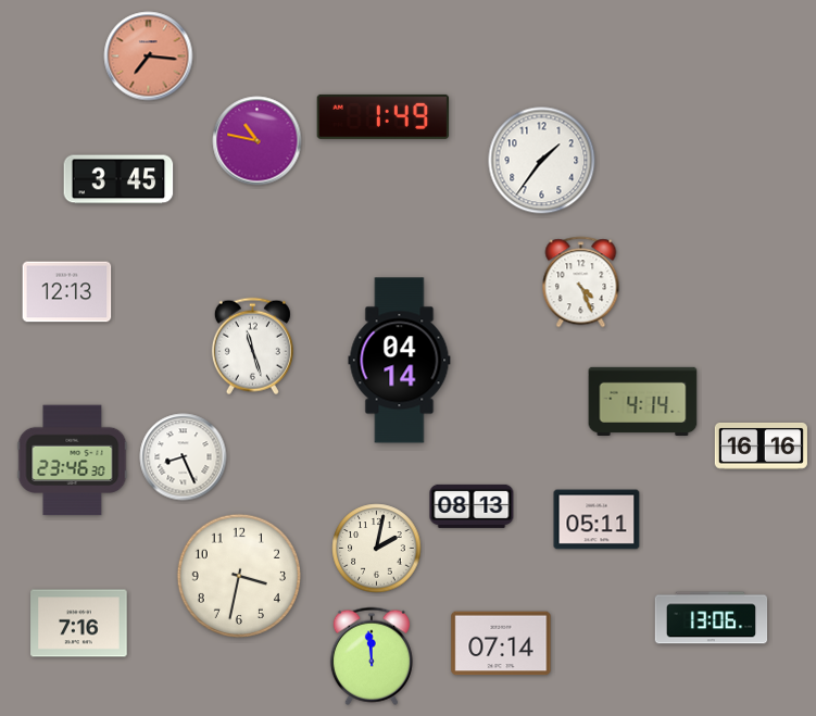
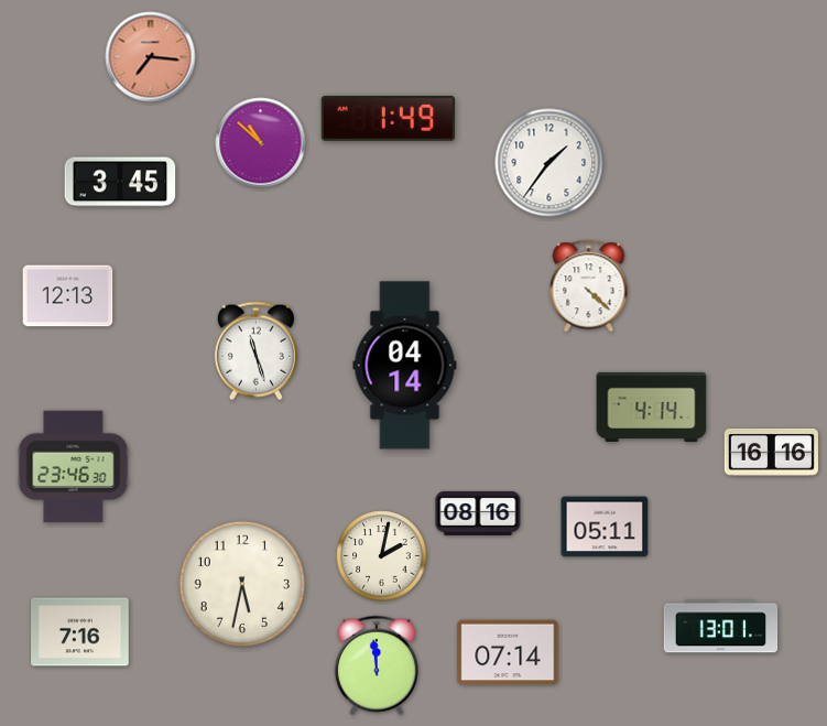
clock at (258, 141): 10:47 -> 10:52
clock at (581, 282): 4:26 -> 4:22
clock at (184, 457): 8:26 -> none
clock at (472, 506): 08:13 -> 08:16
clock at (239, 576): 3:32 -> 5:32
clock at (712, 618): 13:06 -> 13:01
